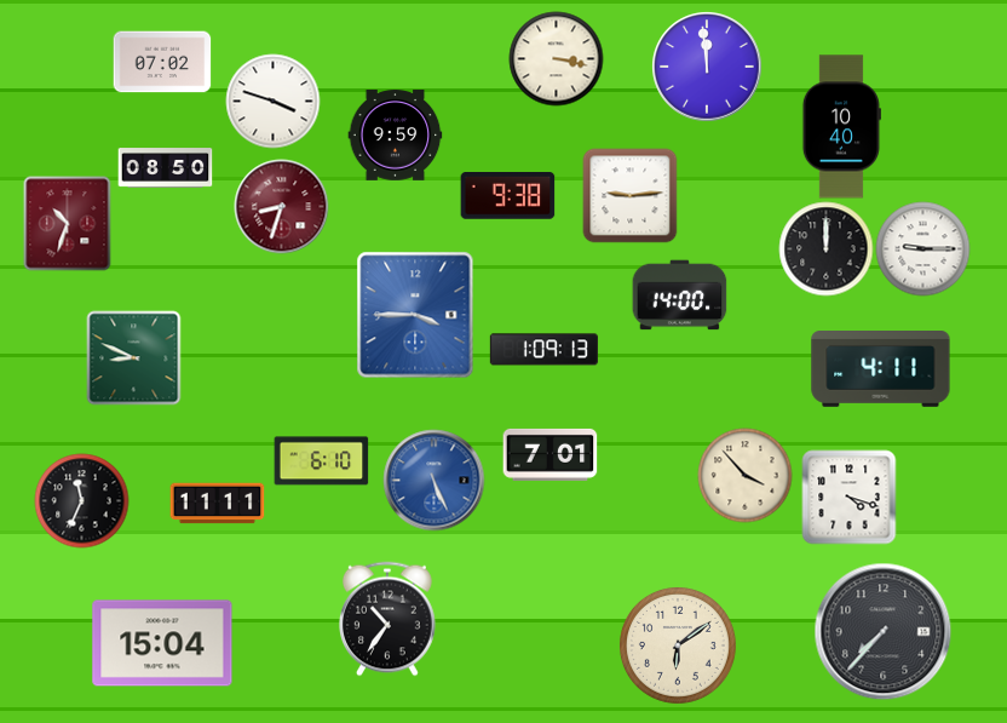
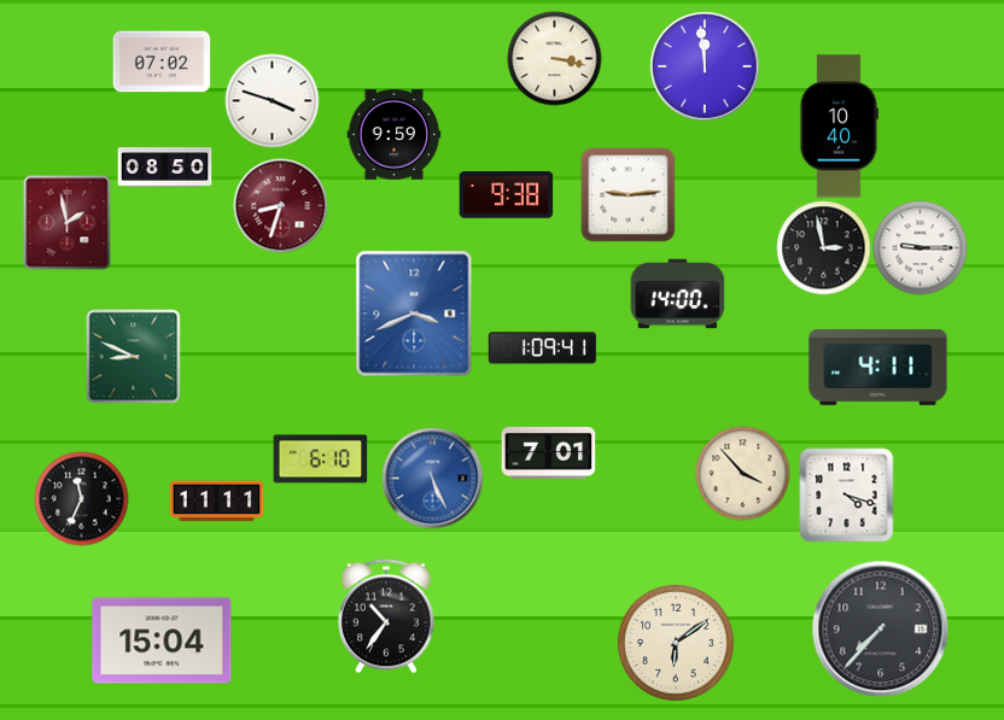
clock at (68, 223): 10:33 -> 1:58
clock at (825, 248): 12:00 -> 2:58
clock at (415, 315): 3:45 -> 3:41
clock at (543, 350): 1:09:13 -> 1:09:41
